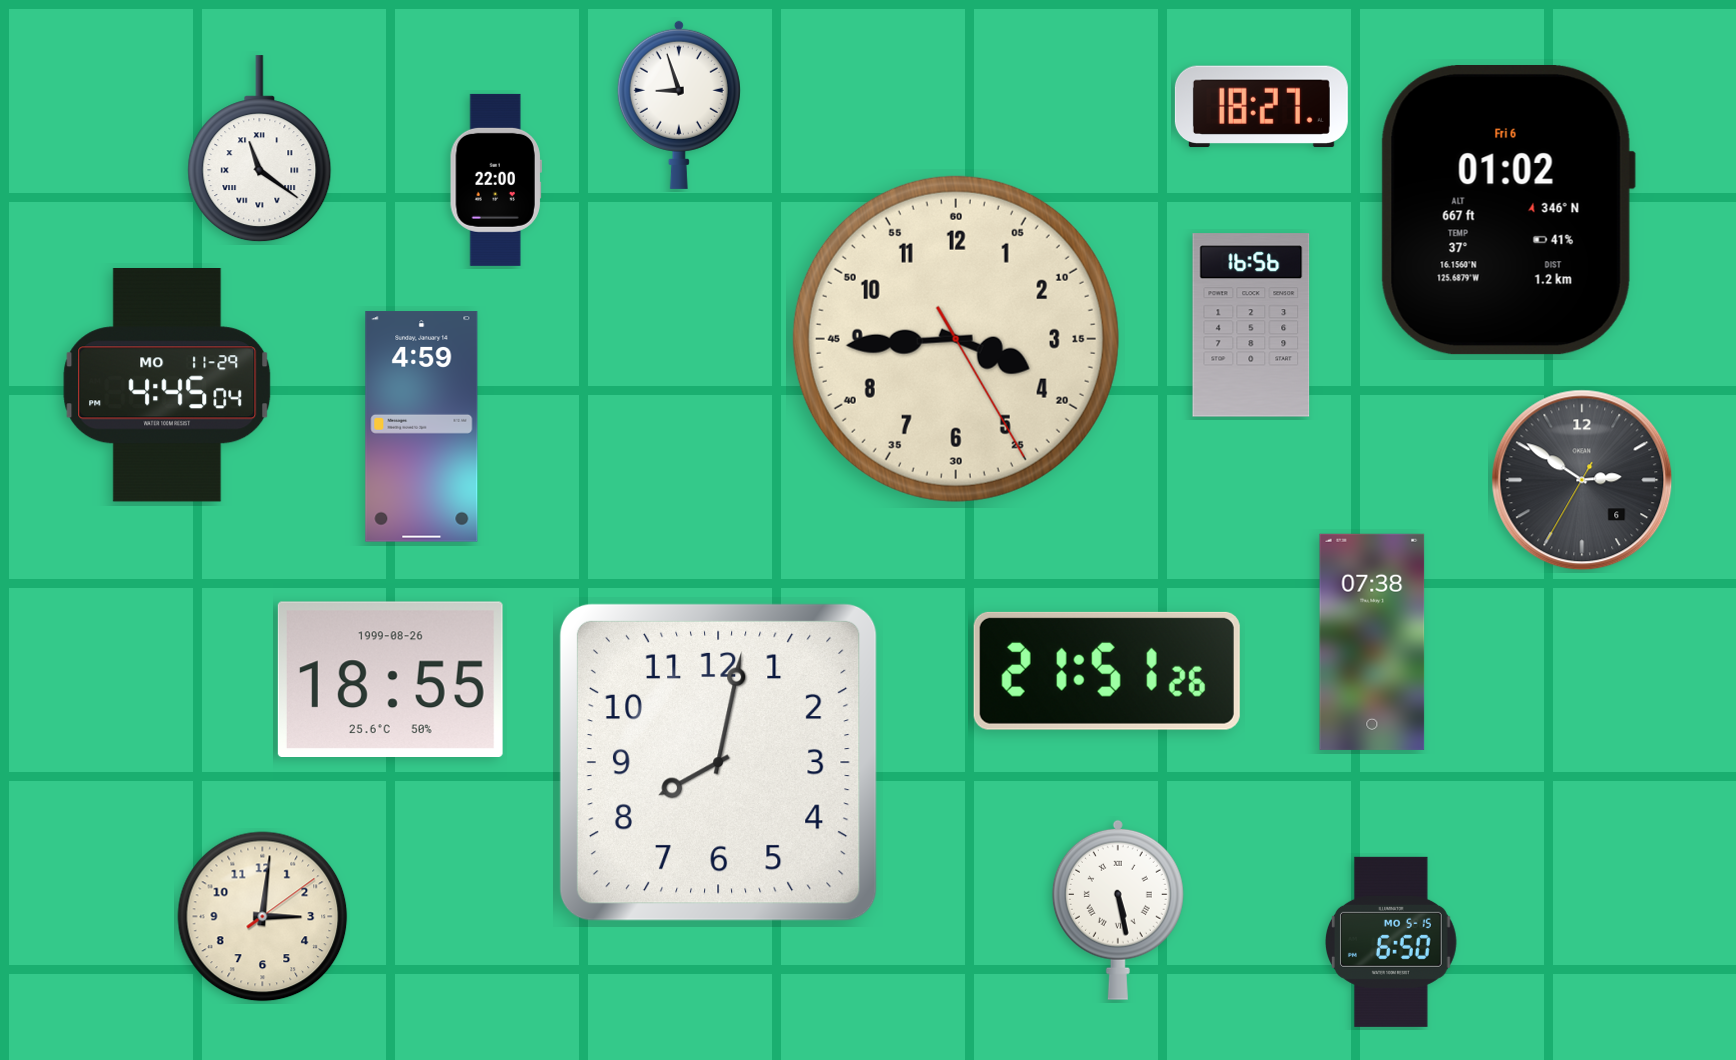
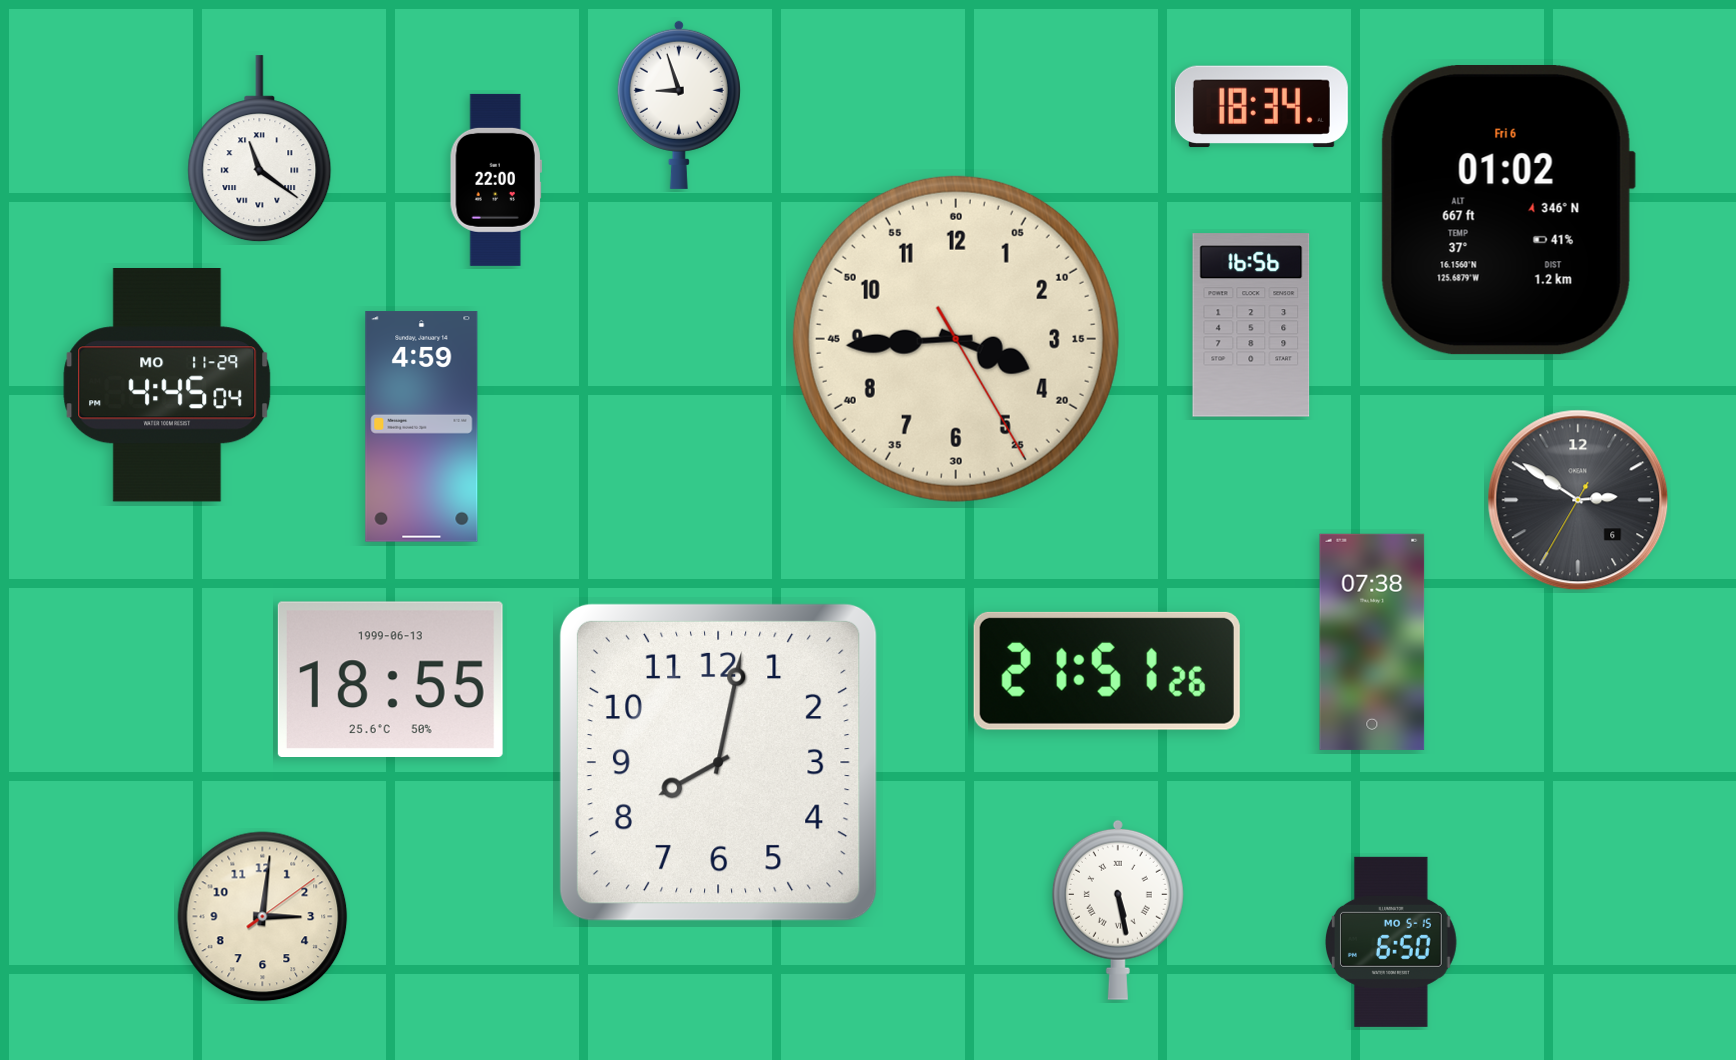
clock at (1261, 107): 18:27 -> 18:34
clock at (1582, 480) position: (1582, 480) -> (1578, 500)
clock at (390, 679) date: 1999-08-26 -> 1999-06-13
